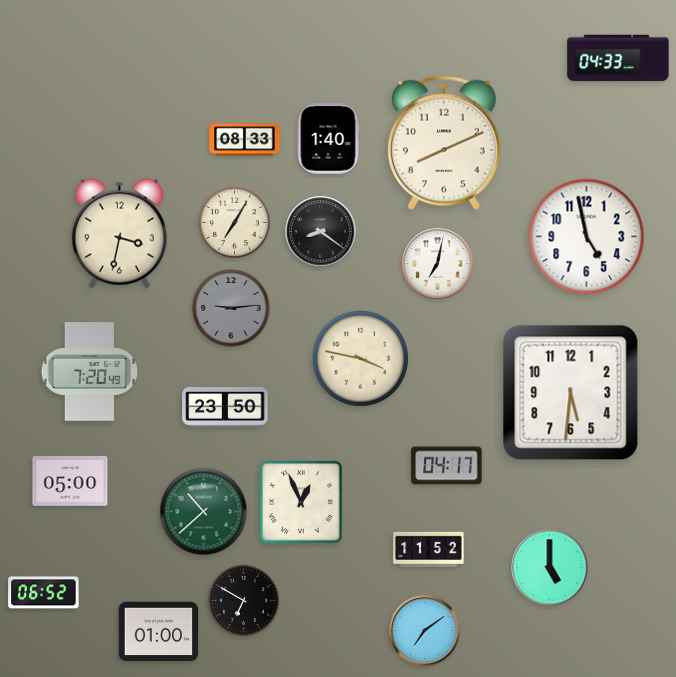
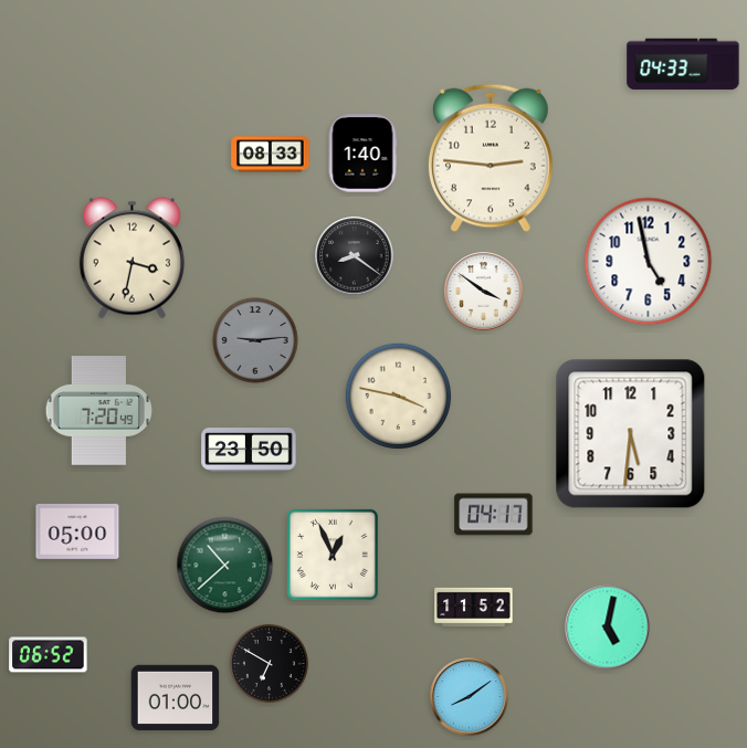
clock at (444, 143): 8:11 -> 2:46
clock at (234, 222): 7:05 -> none
clock at (438, 264): 7:02 -> 3:51
clock at (550, 568): 5:00 -> 5:02
clock at (425, 631): 7:09 -> 8:09
